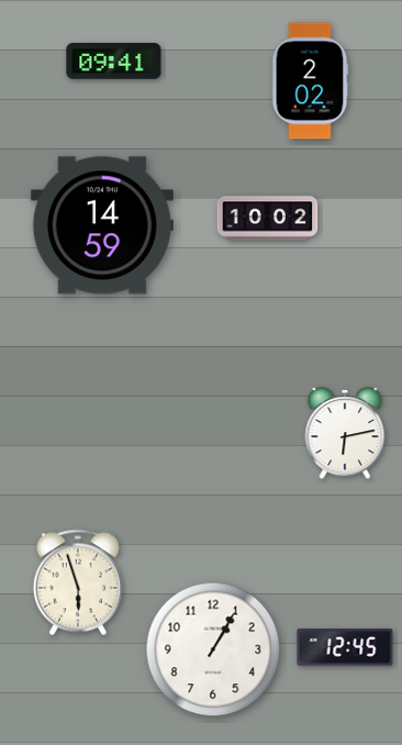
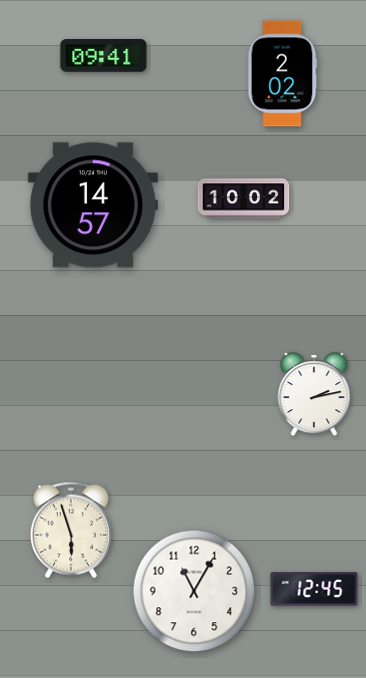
clock at (102, 225): 14:59 -> 14:57
clock at (345, 434): 6:13 -> 2:13
clock at (213, 649): 1:05 -> 11:05
